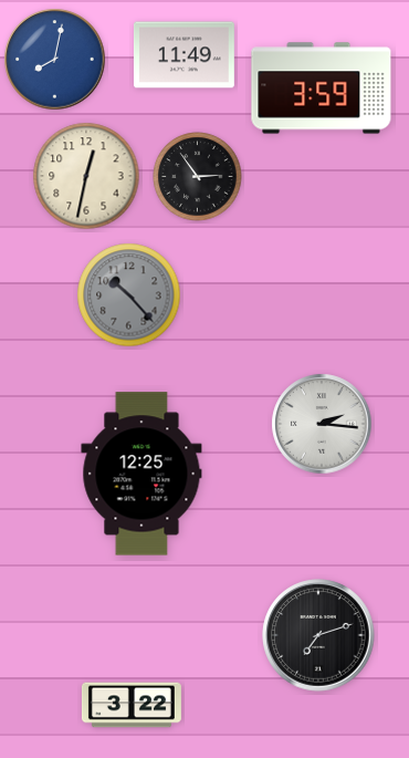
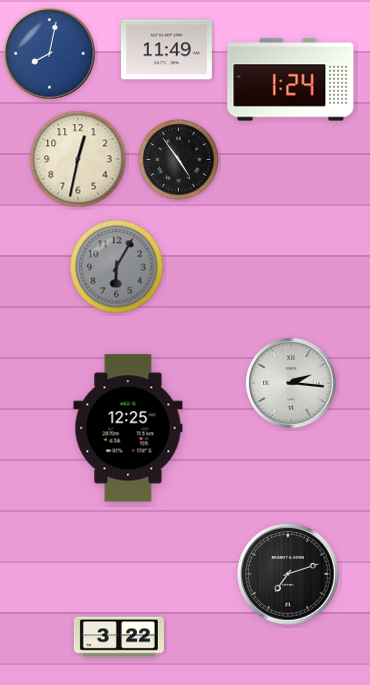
clock at (322, 89): 3:59 -> 1:24
clock at (198, 177): 2:54 -> 4:54
clock at (129, 295): 10:23 -> 6:05
